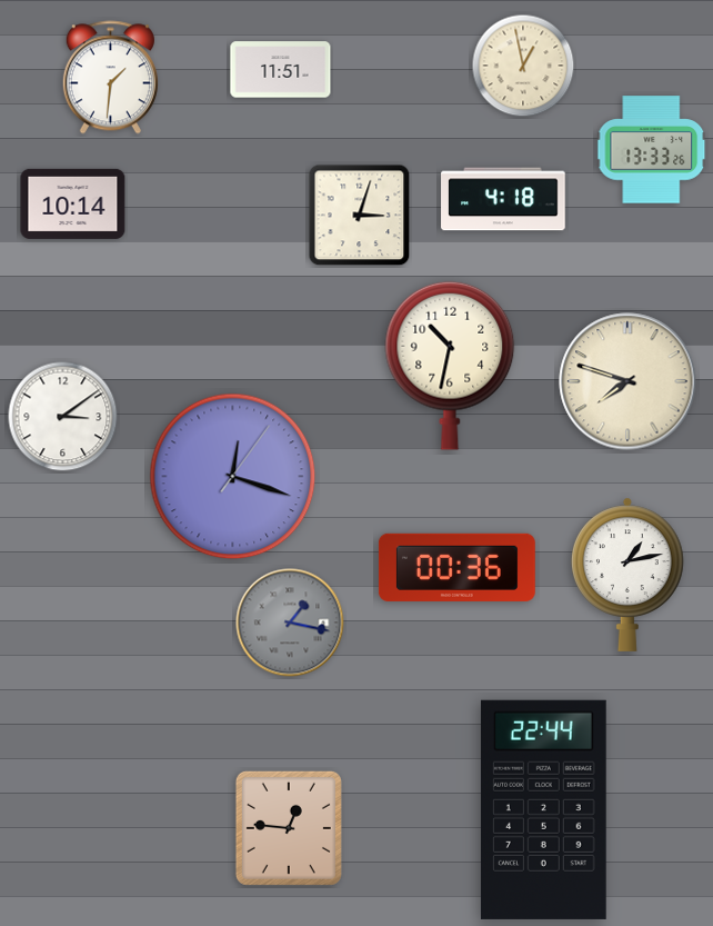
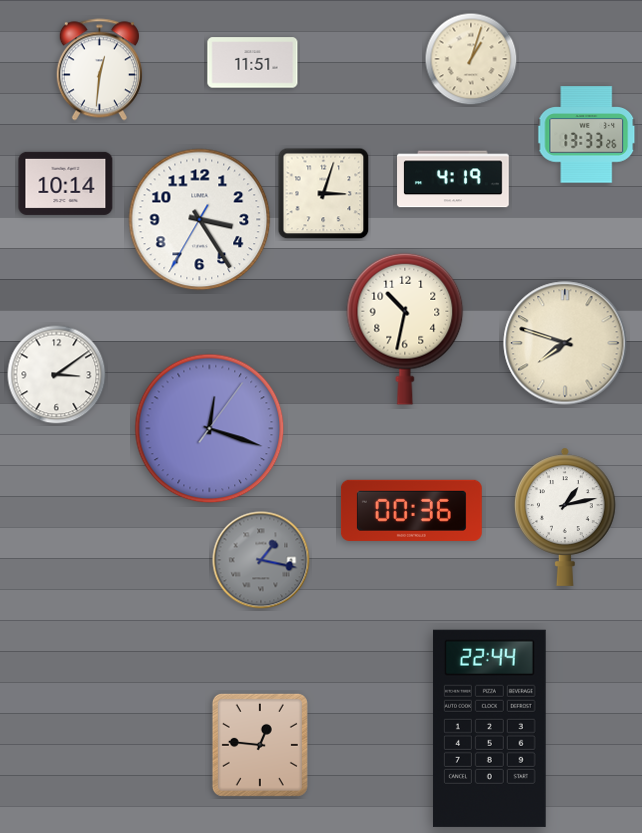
clock at (523, 66): 12:58 -> 1:03
clock at (110, 78): 1:31 -> 12:31
clock at (503, 199): 4:18 -> 4:19
clock at (200, 220): none -> 3:24
